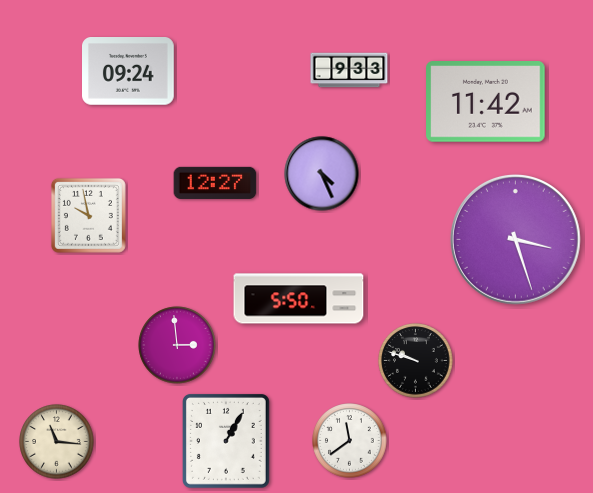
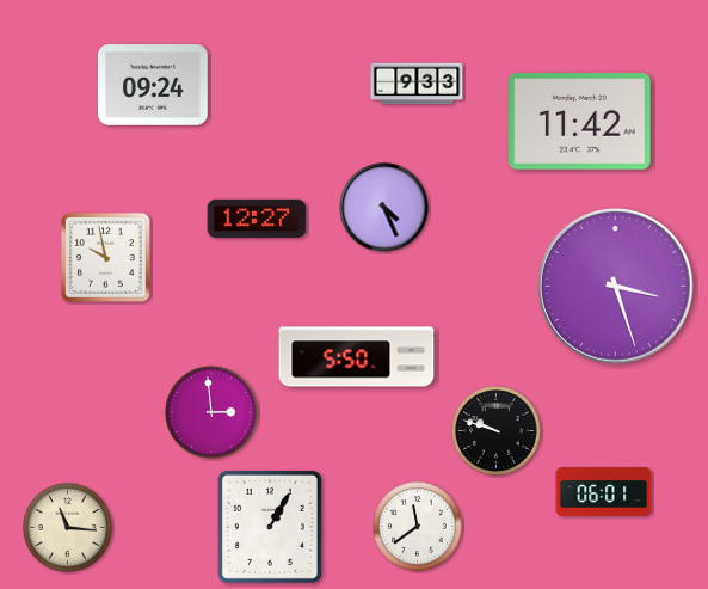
clock at (604, 492): none -> 06:01
